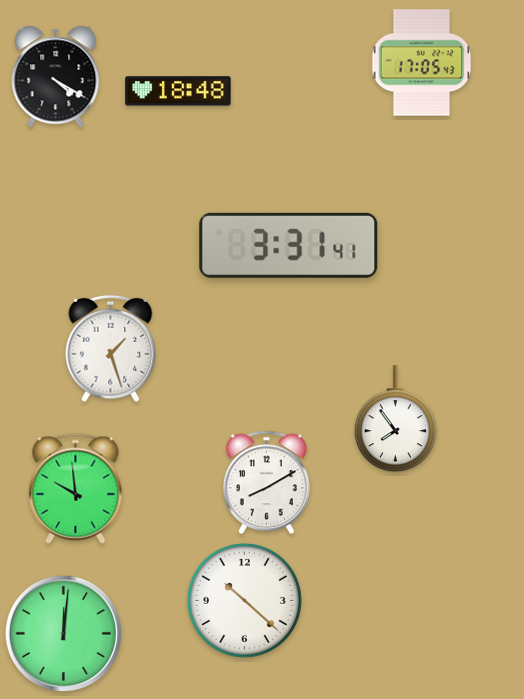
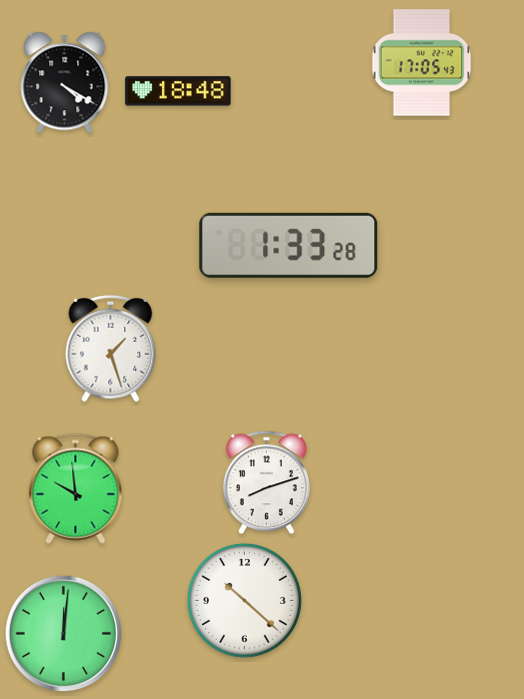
clock at (56, 77) position: (56, 77) -> (65, 83)
clock at (289, 245): 3:31 -> 1:33
clock at (395, 419): 7:54 -> none
clock at (266, 483): 8:10 -> 8:12
